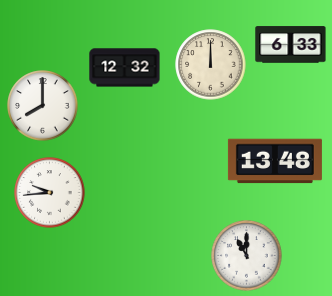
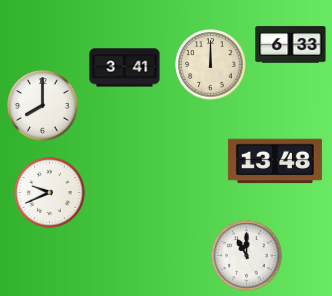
clock at (125, 68): 12:32 -> 3:41
clock at (50, 193): 9:44 -> 9:41
